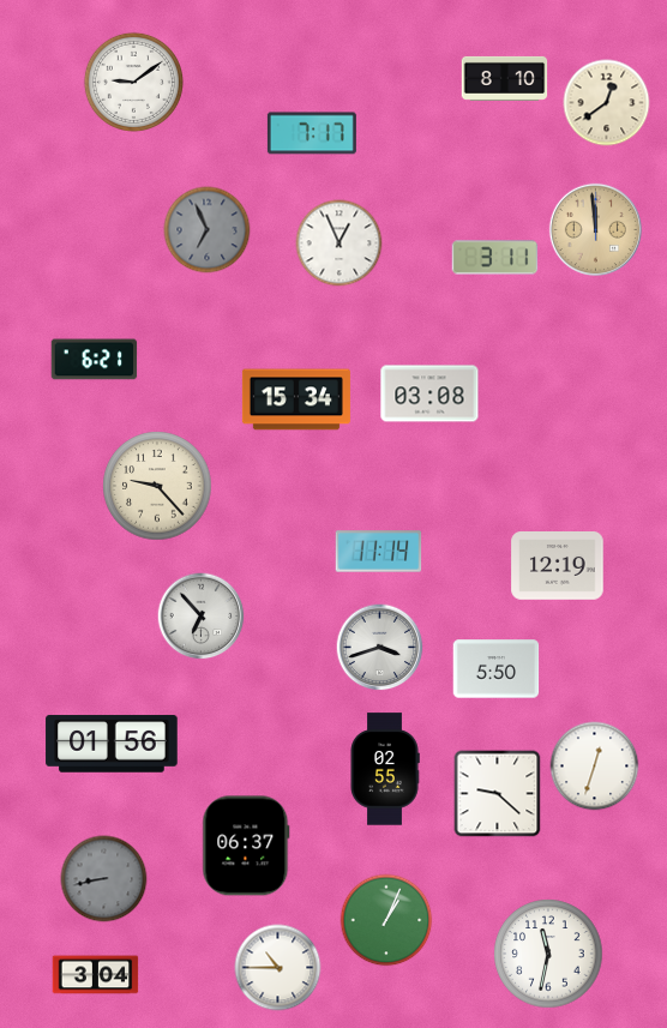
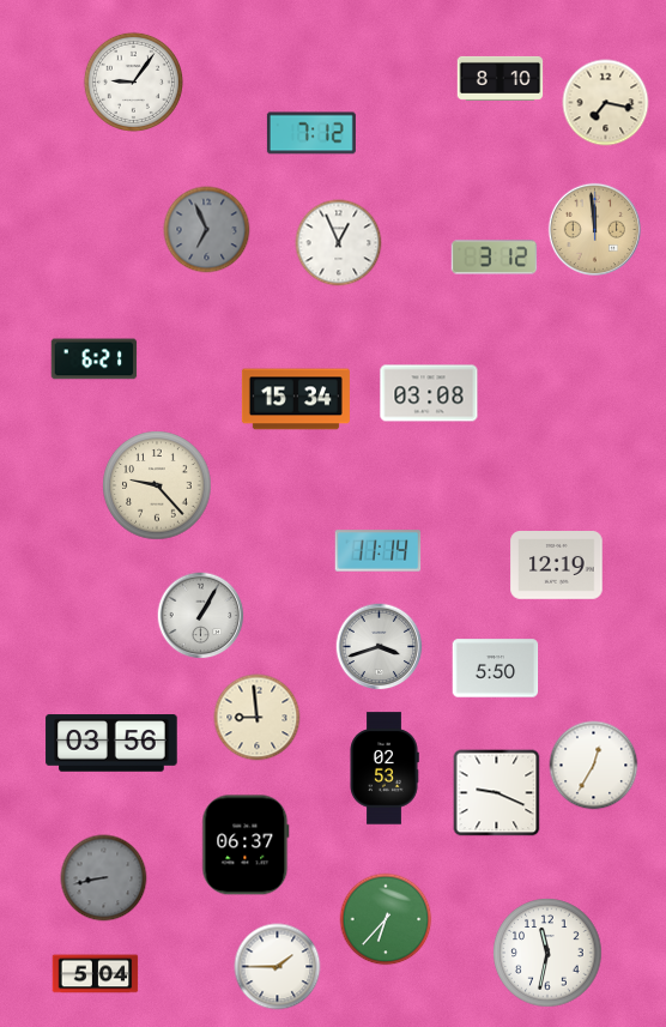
clock at (505, 78) position: (505, 78) -> (501, 78)
clock at (133, 82): 9:09 -> 9:06
clock at (607, 103): 12:39 -> 7:17
clock at (312, 133): 7:17 -> 7:12
clock at (495, 258): 3:11 -> 3:12
clock at (202, 617): 6:53 -> 1:05
clock at (258, 718): none -> 8:59
clock at (112, 744): 01:56 -> 03:56
clock at (595, 767): 12:33 -> 12:35
clock at (385, 769): 02:55 -> 02:53
clock at (498, 794): 9:22 -> 9:19
clock at (386, 920): 1:04 -> 6:37
clock at (278, 968): 10:45 -> 1:45
clock at (96, 975): 3:04 -> 5:04
